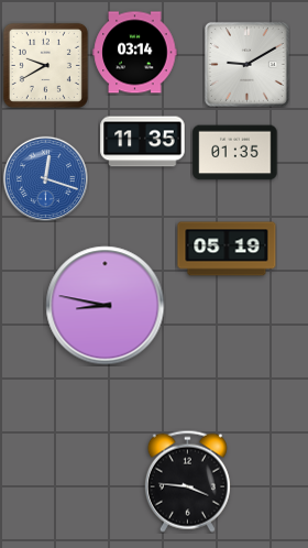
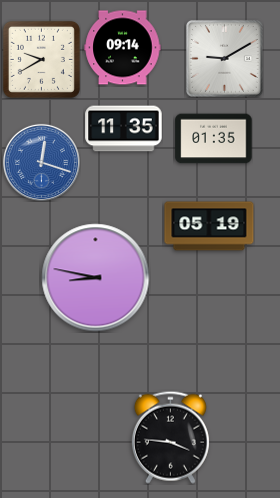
clock at (135, 53): 03:14 -> 09:14
clock at (143, 142) position: (143, 142) -> (124, 129)
clock at (227, 249) position: (227, 249) -> (209, 226)
